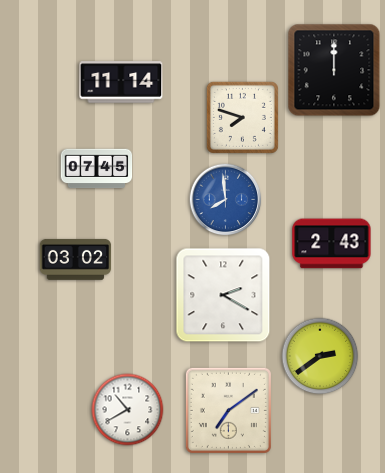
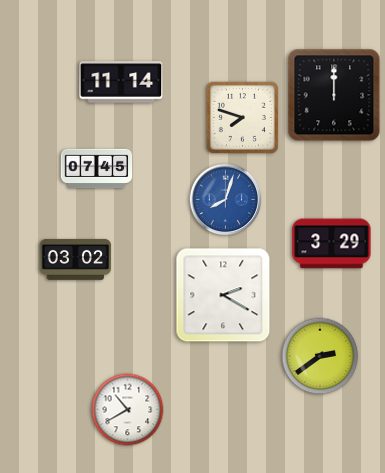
clock at (334, 70) position: (334, 70) -> (334, 95)
clock at (226, 200): 7:59 -> 8:03
clock at (332, 244): 2:43 -> 3:29
clock at (228, 410): 7:09 -> none
